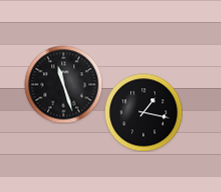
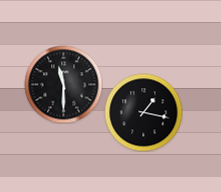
clock at (63, 84): 11:27 -> 11:30
